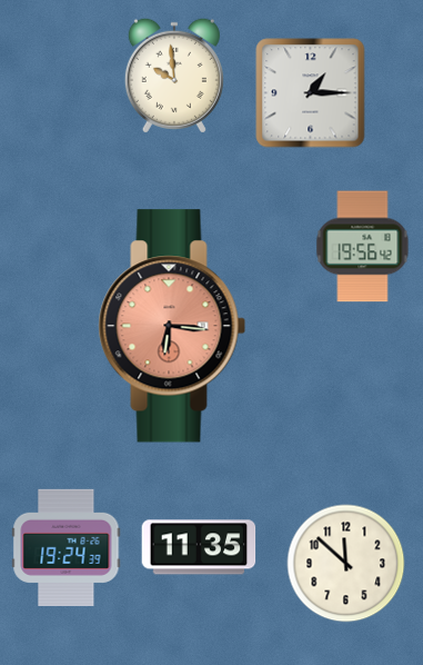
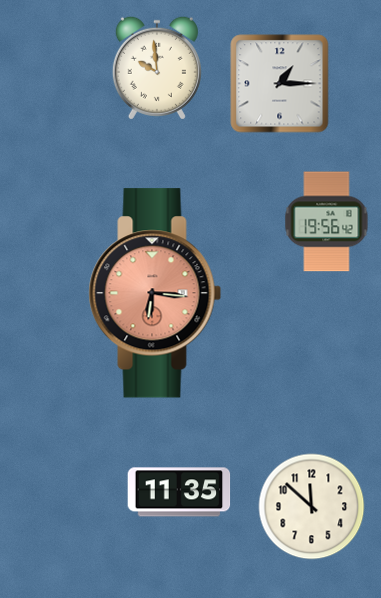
clock at (67, 547): 19:24 -> none
